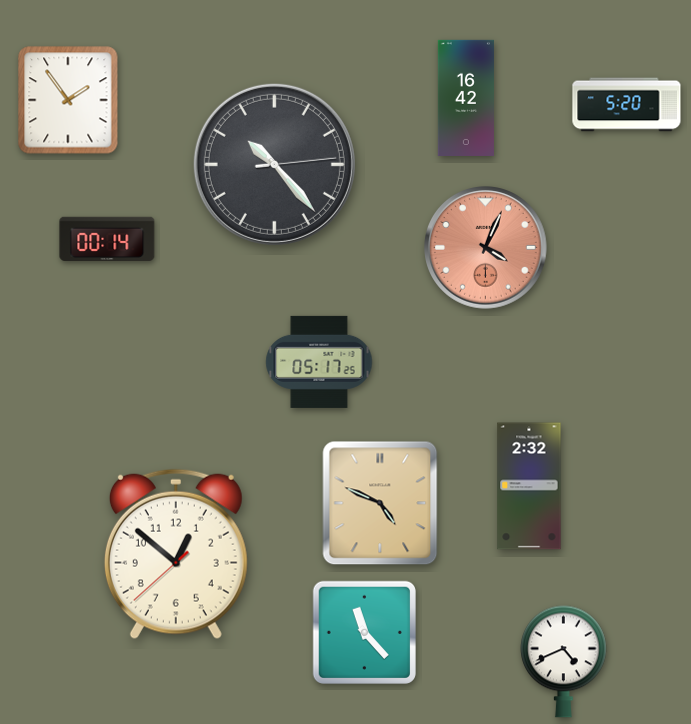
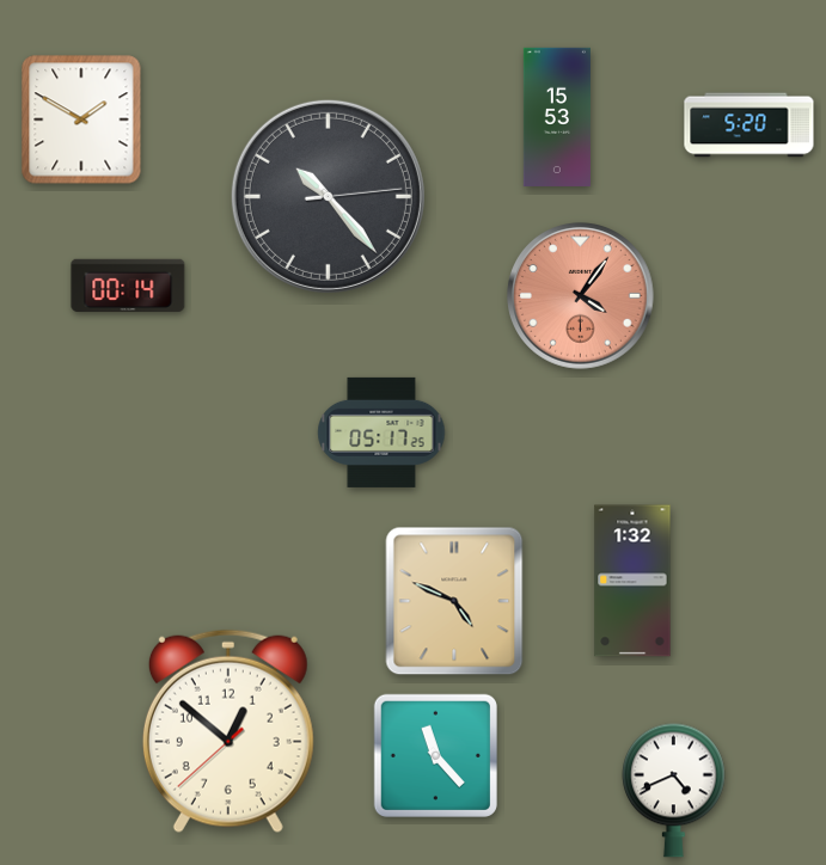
clock at (466, 98): 16:42 -> 15:53
clock at (68, 100): 1:54 -> 1:50
clock at (486, 248): 4:04 -> 4:06
clock at (529, 486): 2:32 -> 1:32
clock at (176, 554) position: (176, 554) -> (228, 731)
